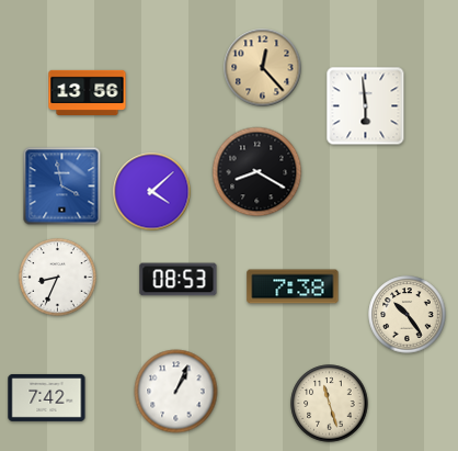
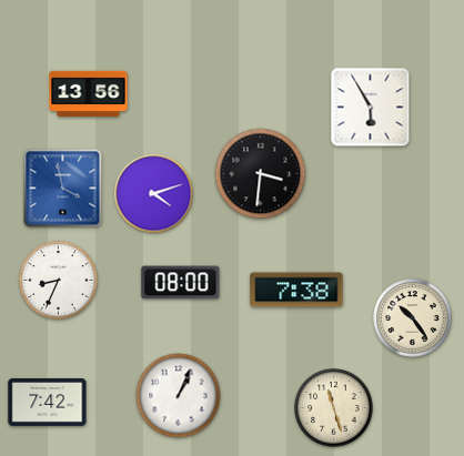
clock at (263, 68): 12:23 -> none
clock at (366, 106): 5:59 -> 5:55
clock at (257, 172): 8:20 -> 3:31
clock at (152, 192): 4:08 -> 4:12
clock at (179, 280): 08:53 -> 08:00
